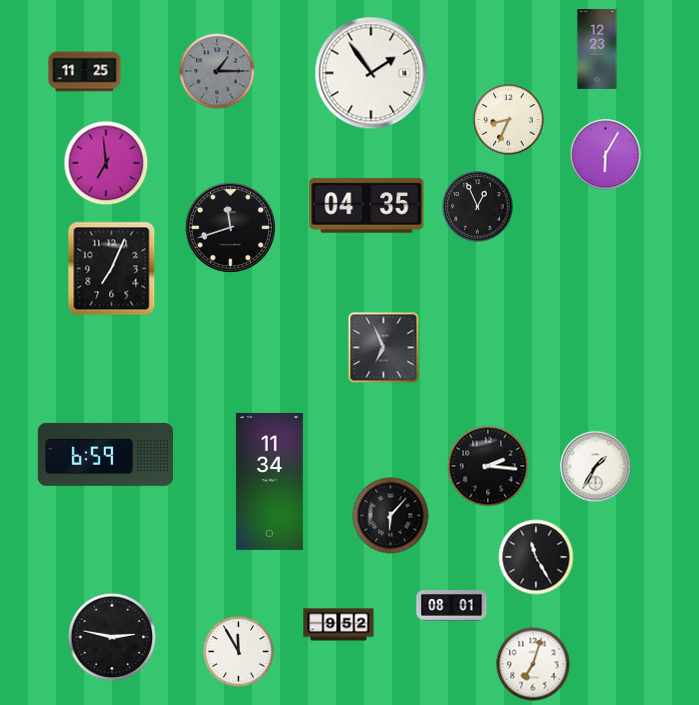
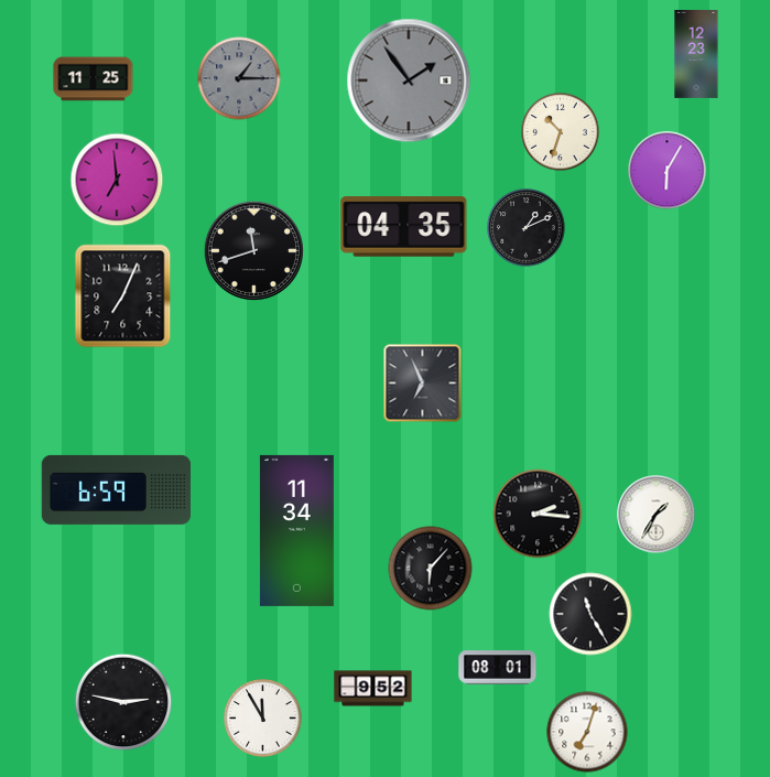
clock at (597, 50) position: (597, 50) -> (696, 55)
clock at (371, 73) dial: white -> grey
clock at (509, 120): 8:34 -> 10:33
clock at (478, 207): 12:56 -> 1:11
clock at (105, 454) position: (105, 454) -> (116, 489)
